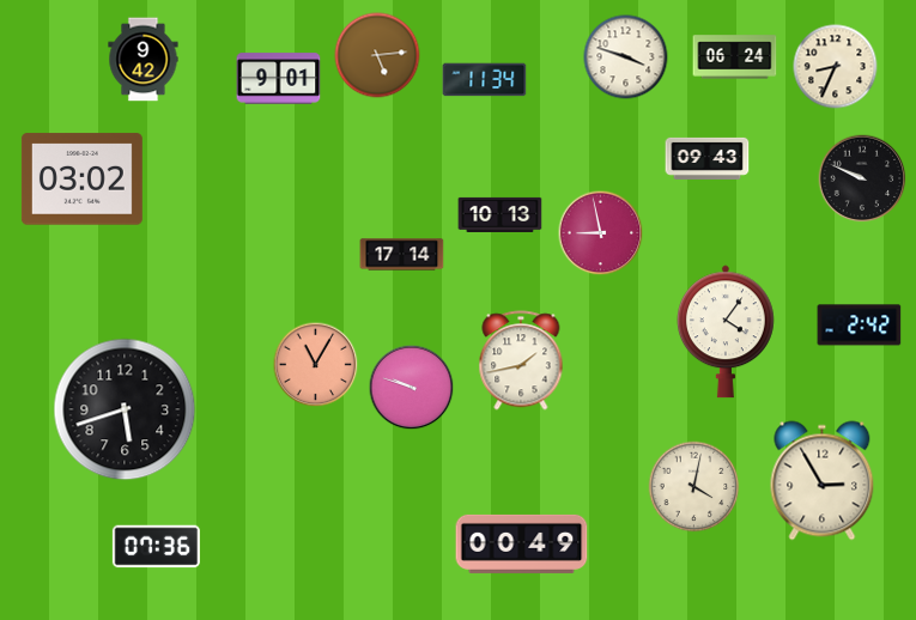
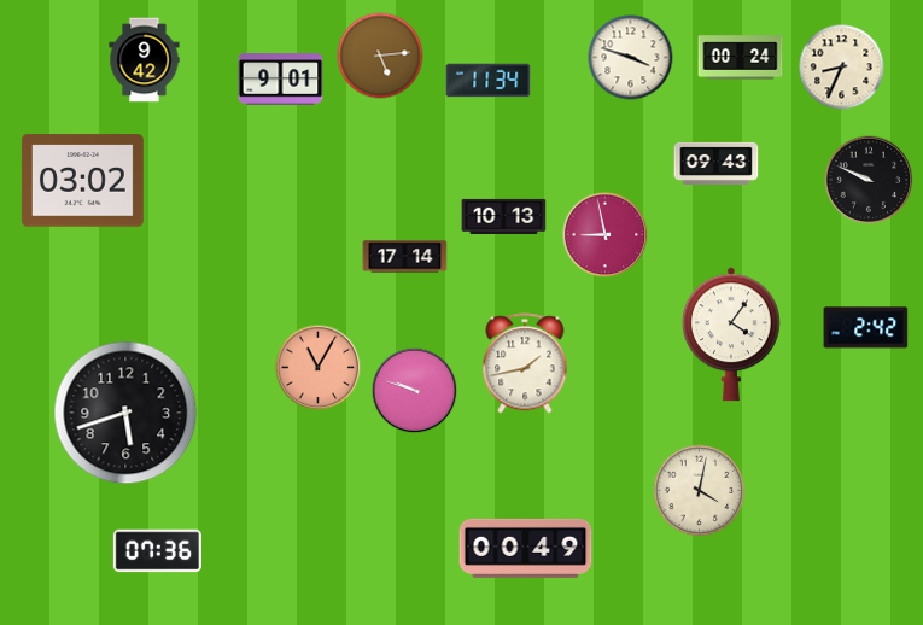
clock at (735, 57): 06:24 -> 00:24
clock at (708, 158) position: (708, 158) -> (717, 163)
clock at (823, 481): 2:55 -> none
